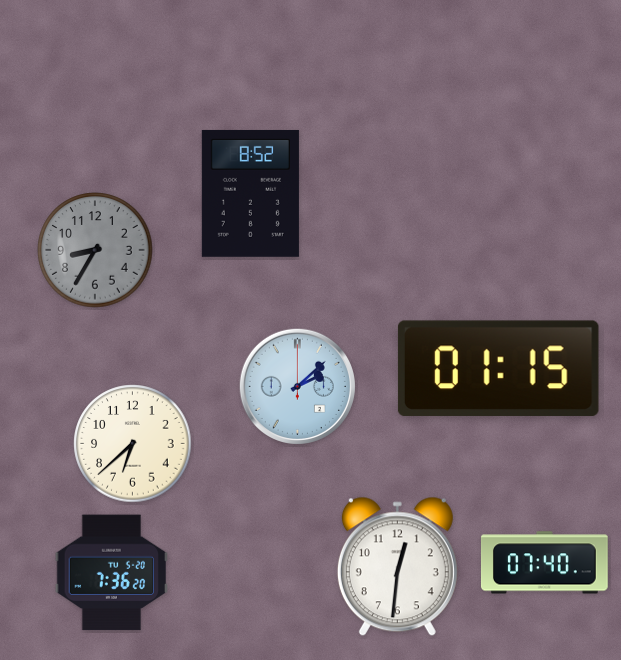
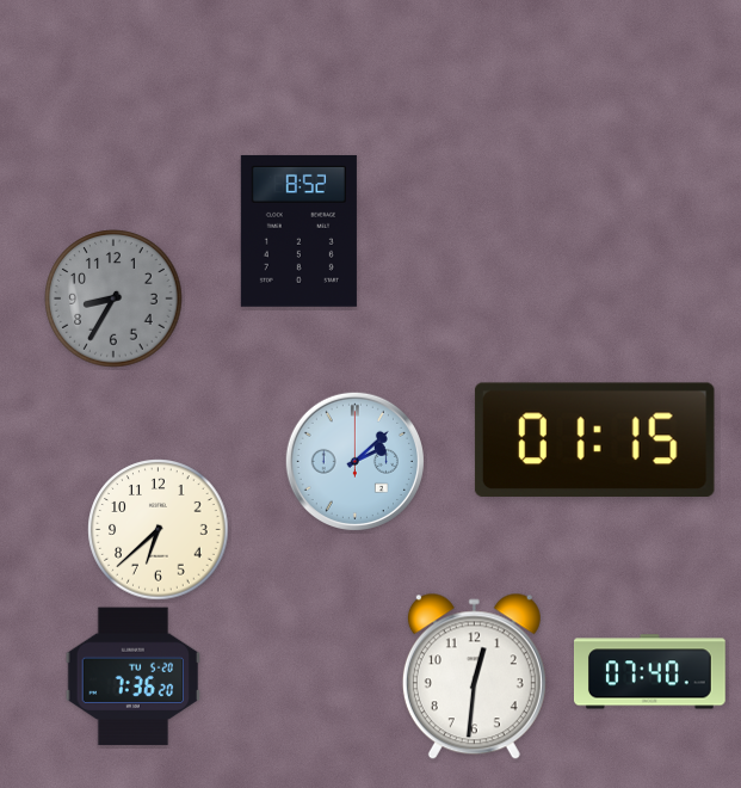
clock at (111, 573) position: (111, 573) -> (132, 677)
